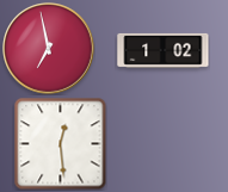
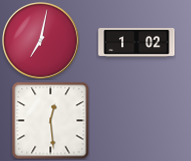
clock at (49, 49): 6:58 -> 7:02
